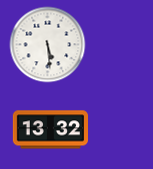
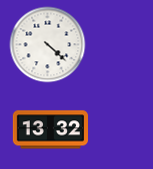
clock at (48, 45): 5:29 -> 4:22
